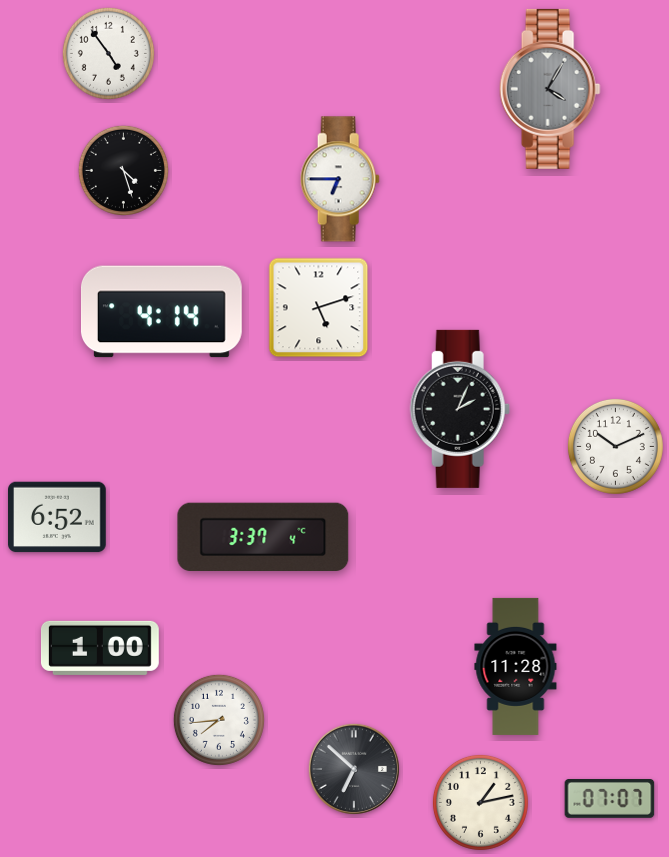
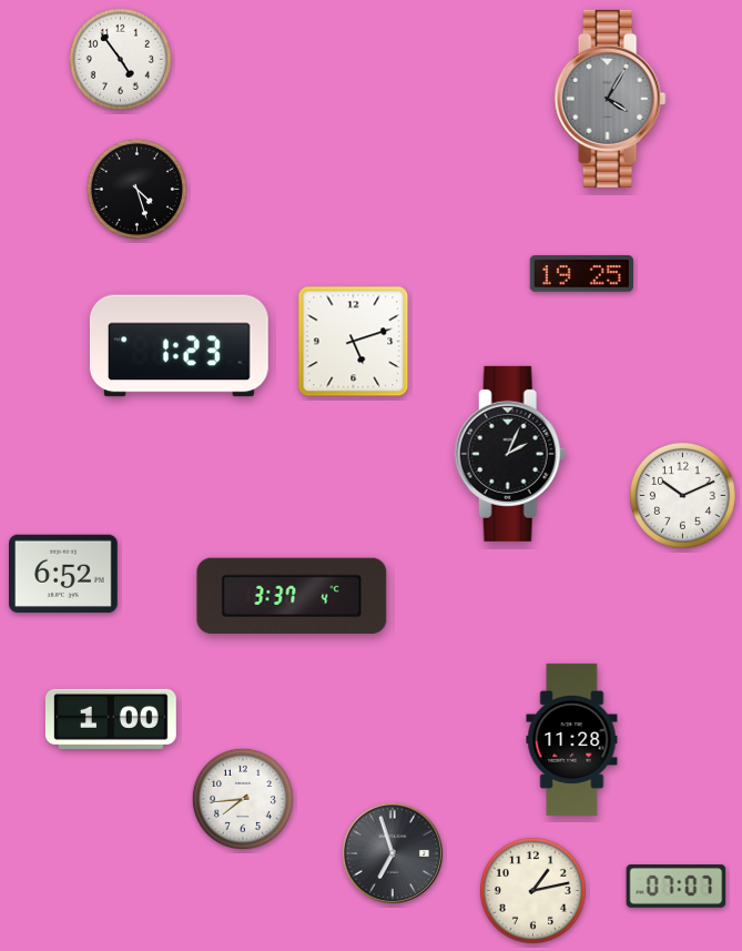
clock at (340, 179): 6:45 -> none
clock at (581, 274): none -> 19:25
clock at (161, 312): 4:14 -> 1:23
clock at (354, 769): 6:52 -> 6:57
